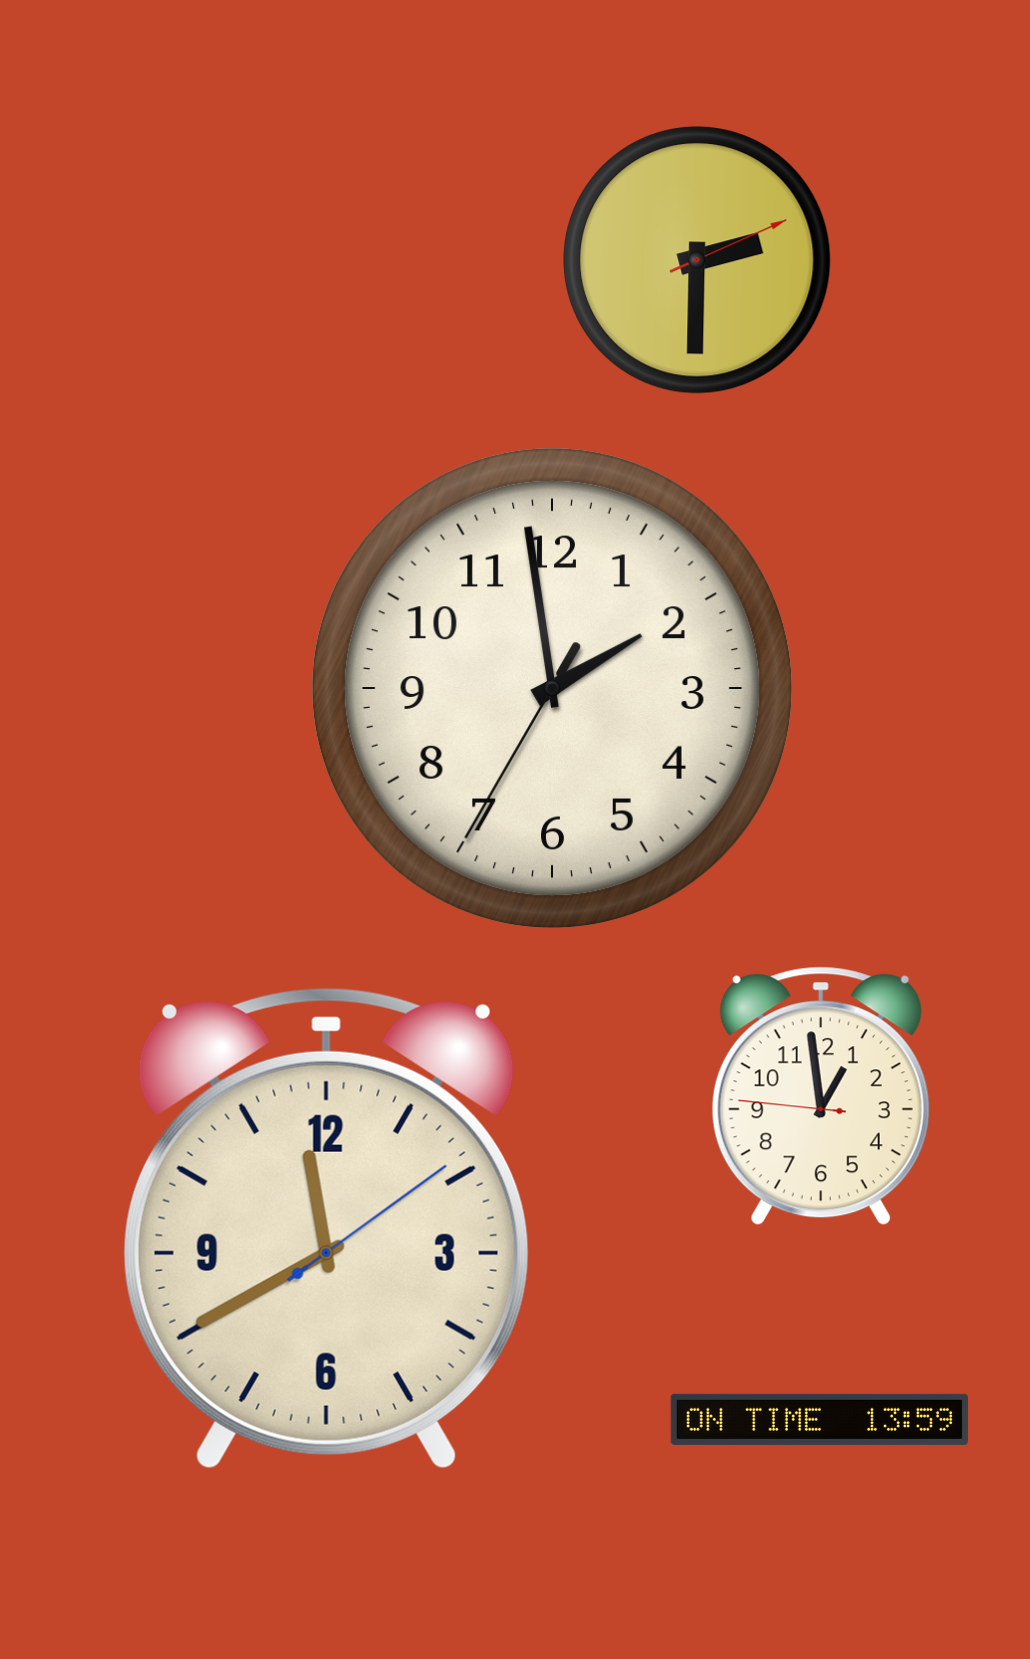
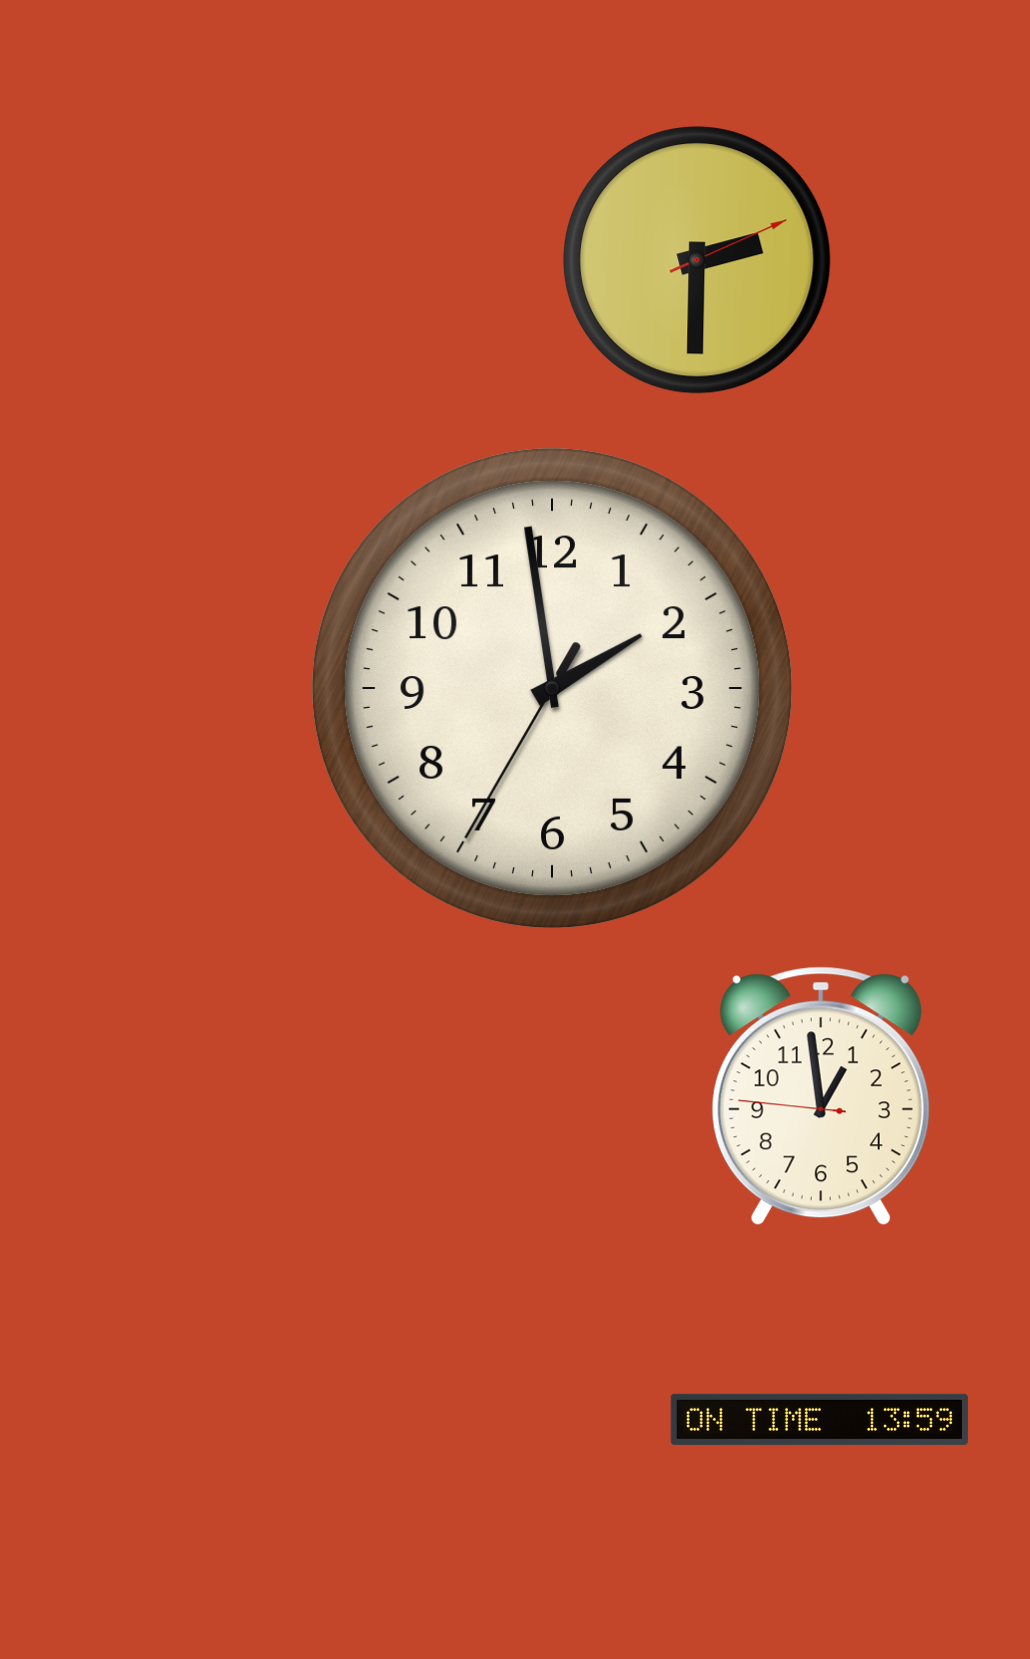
clock at (326, 1228): 11:40 -> none
